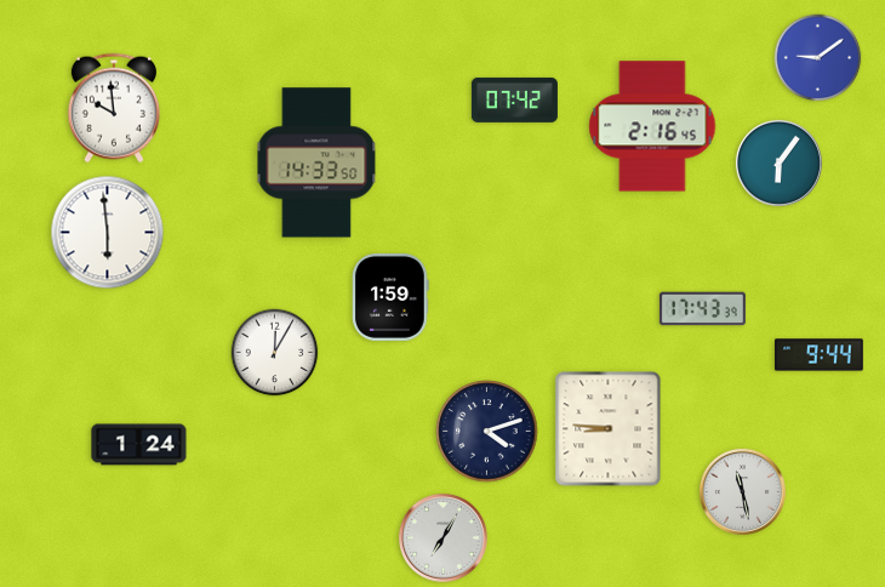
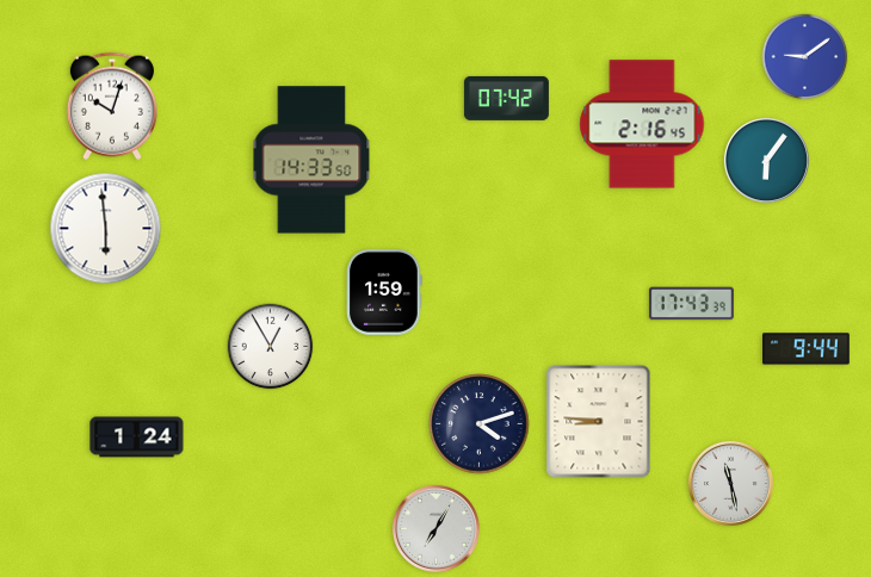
clock at (114, 108): 9:59 -> 10:03
clock at (275, 353): 12:05 -> 12:55
